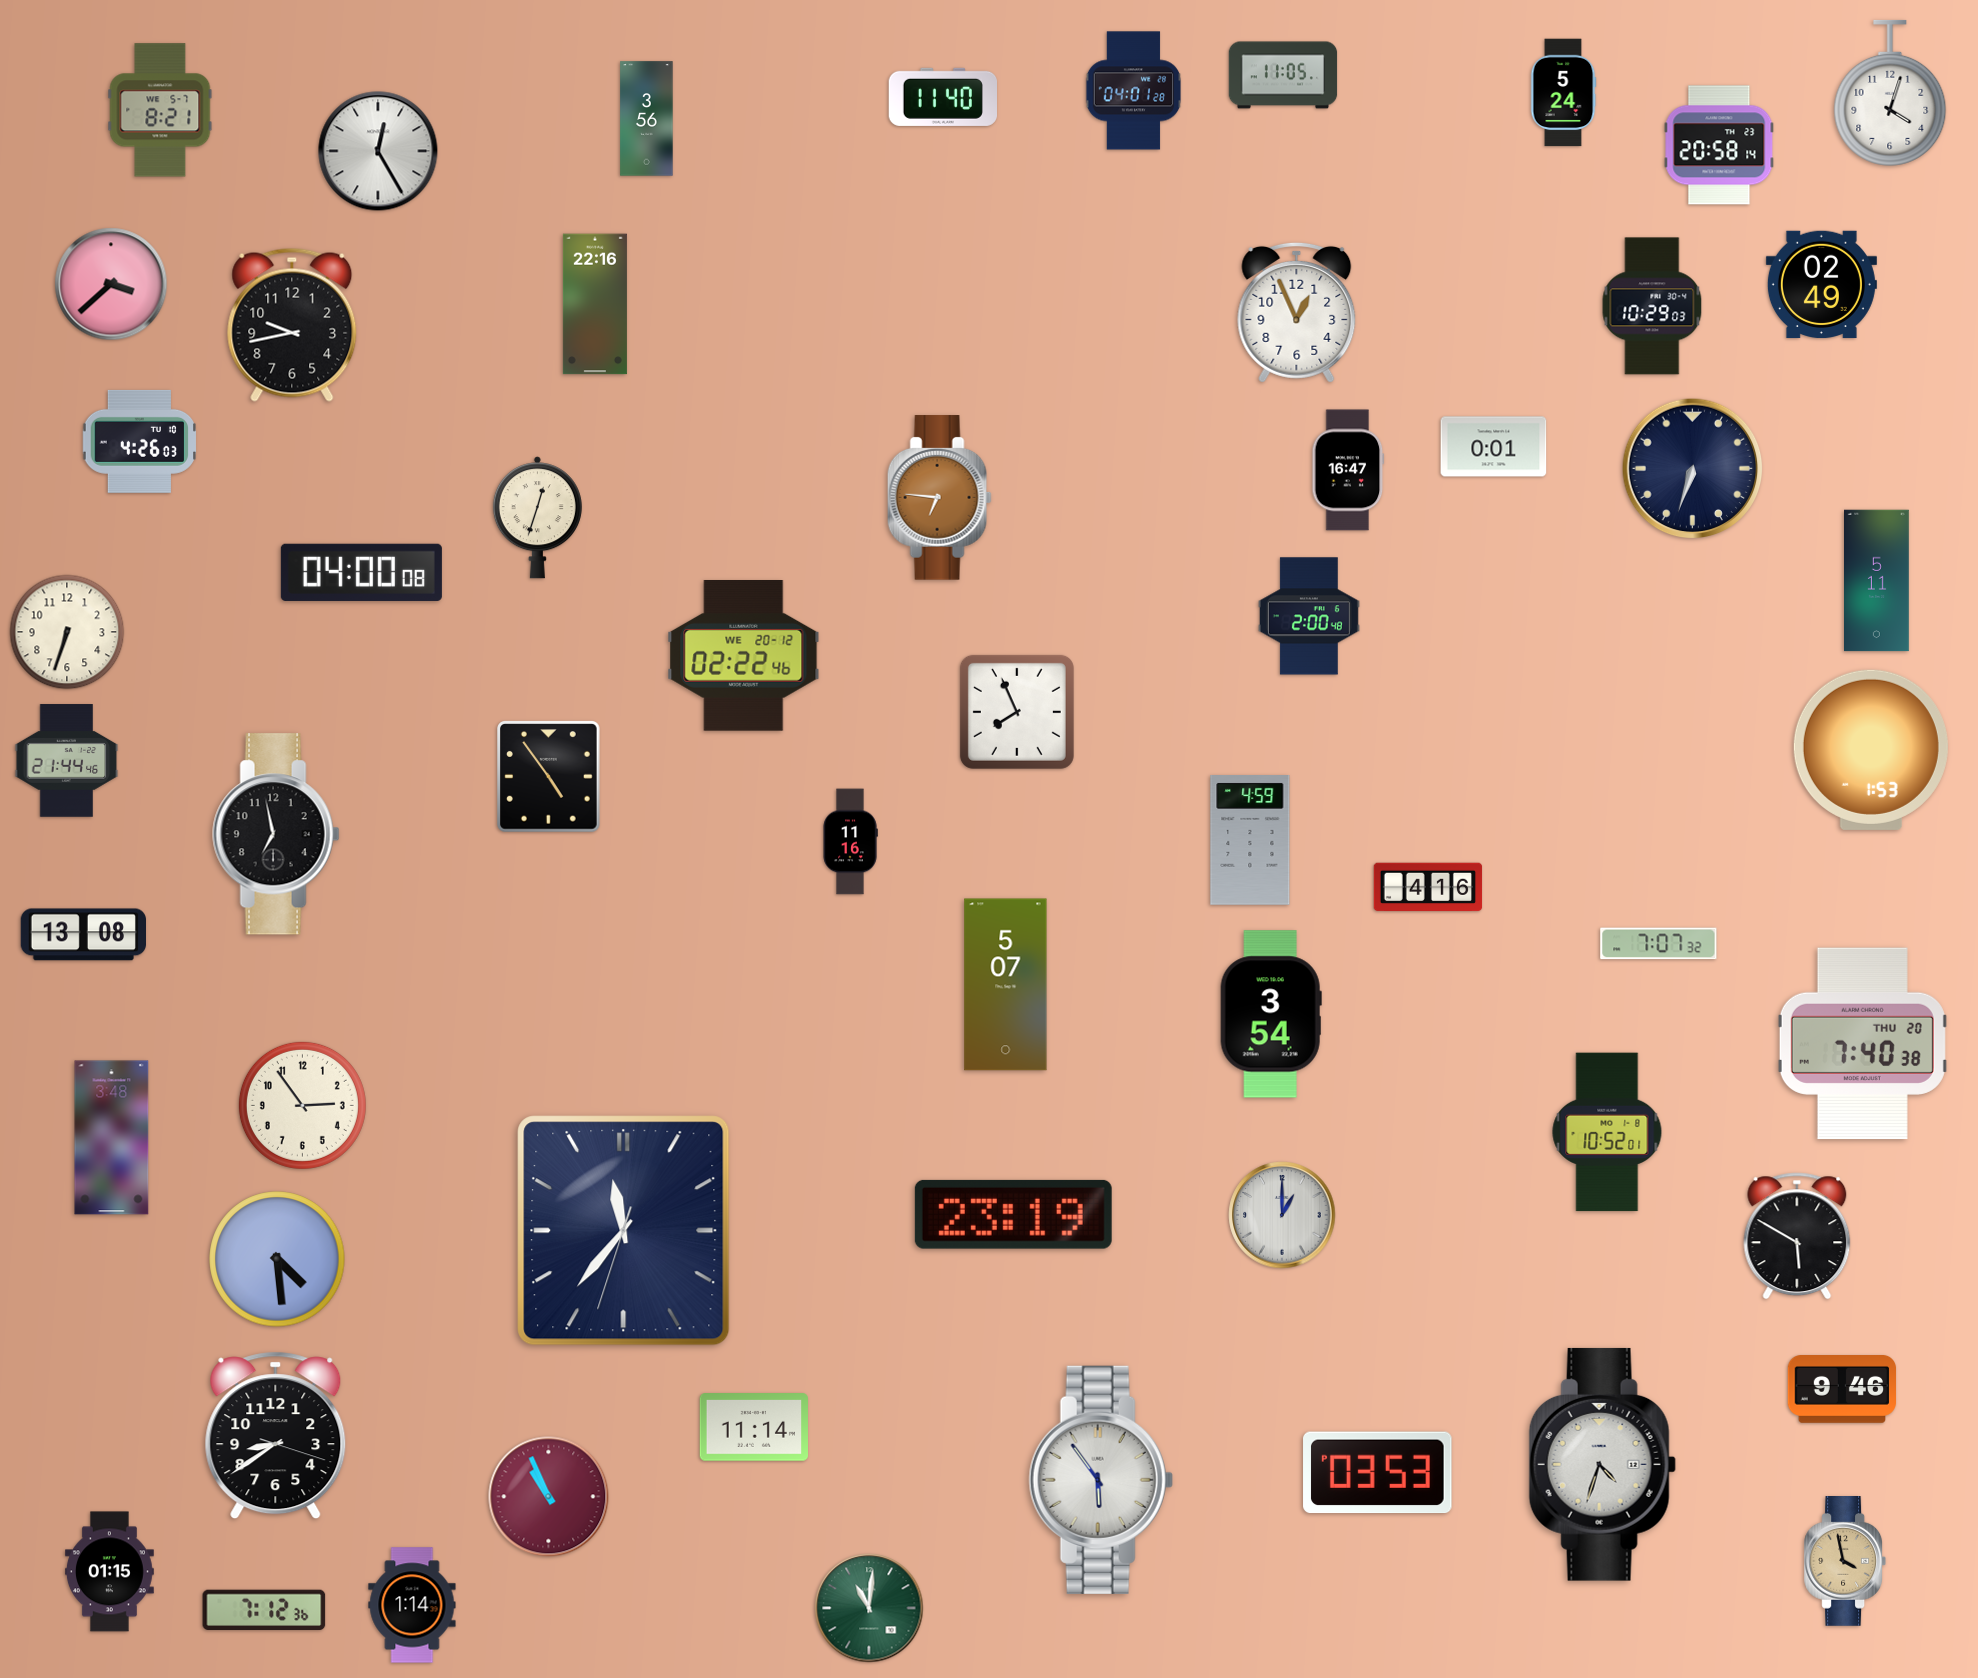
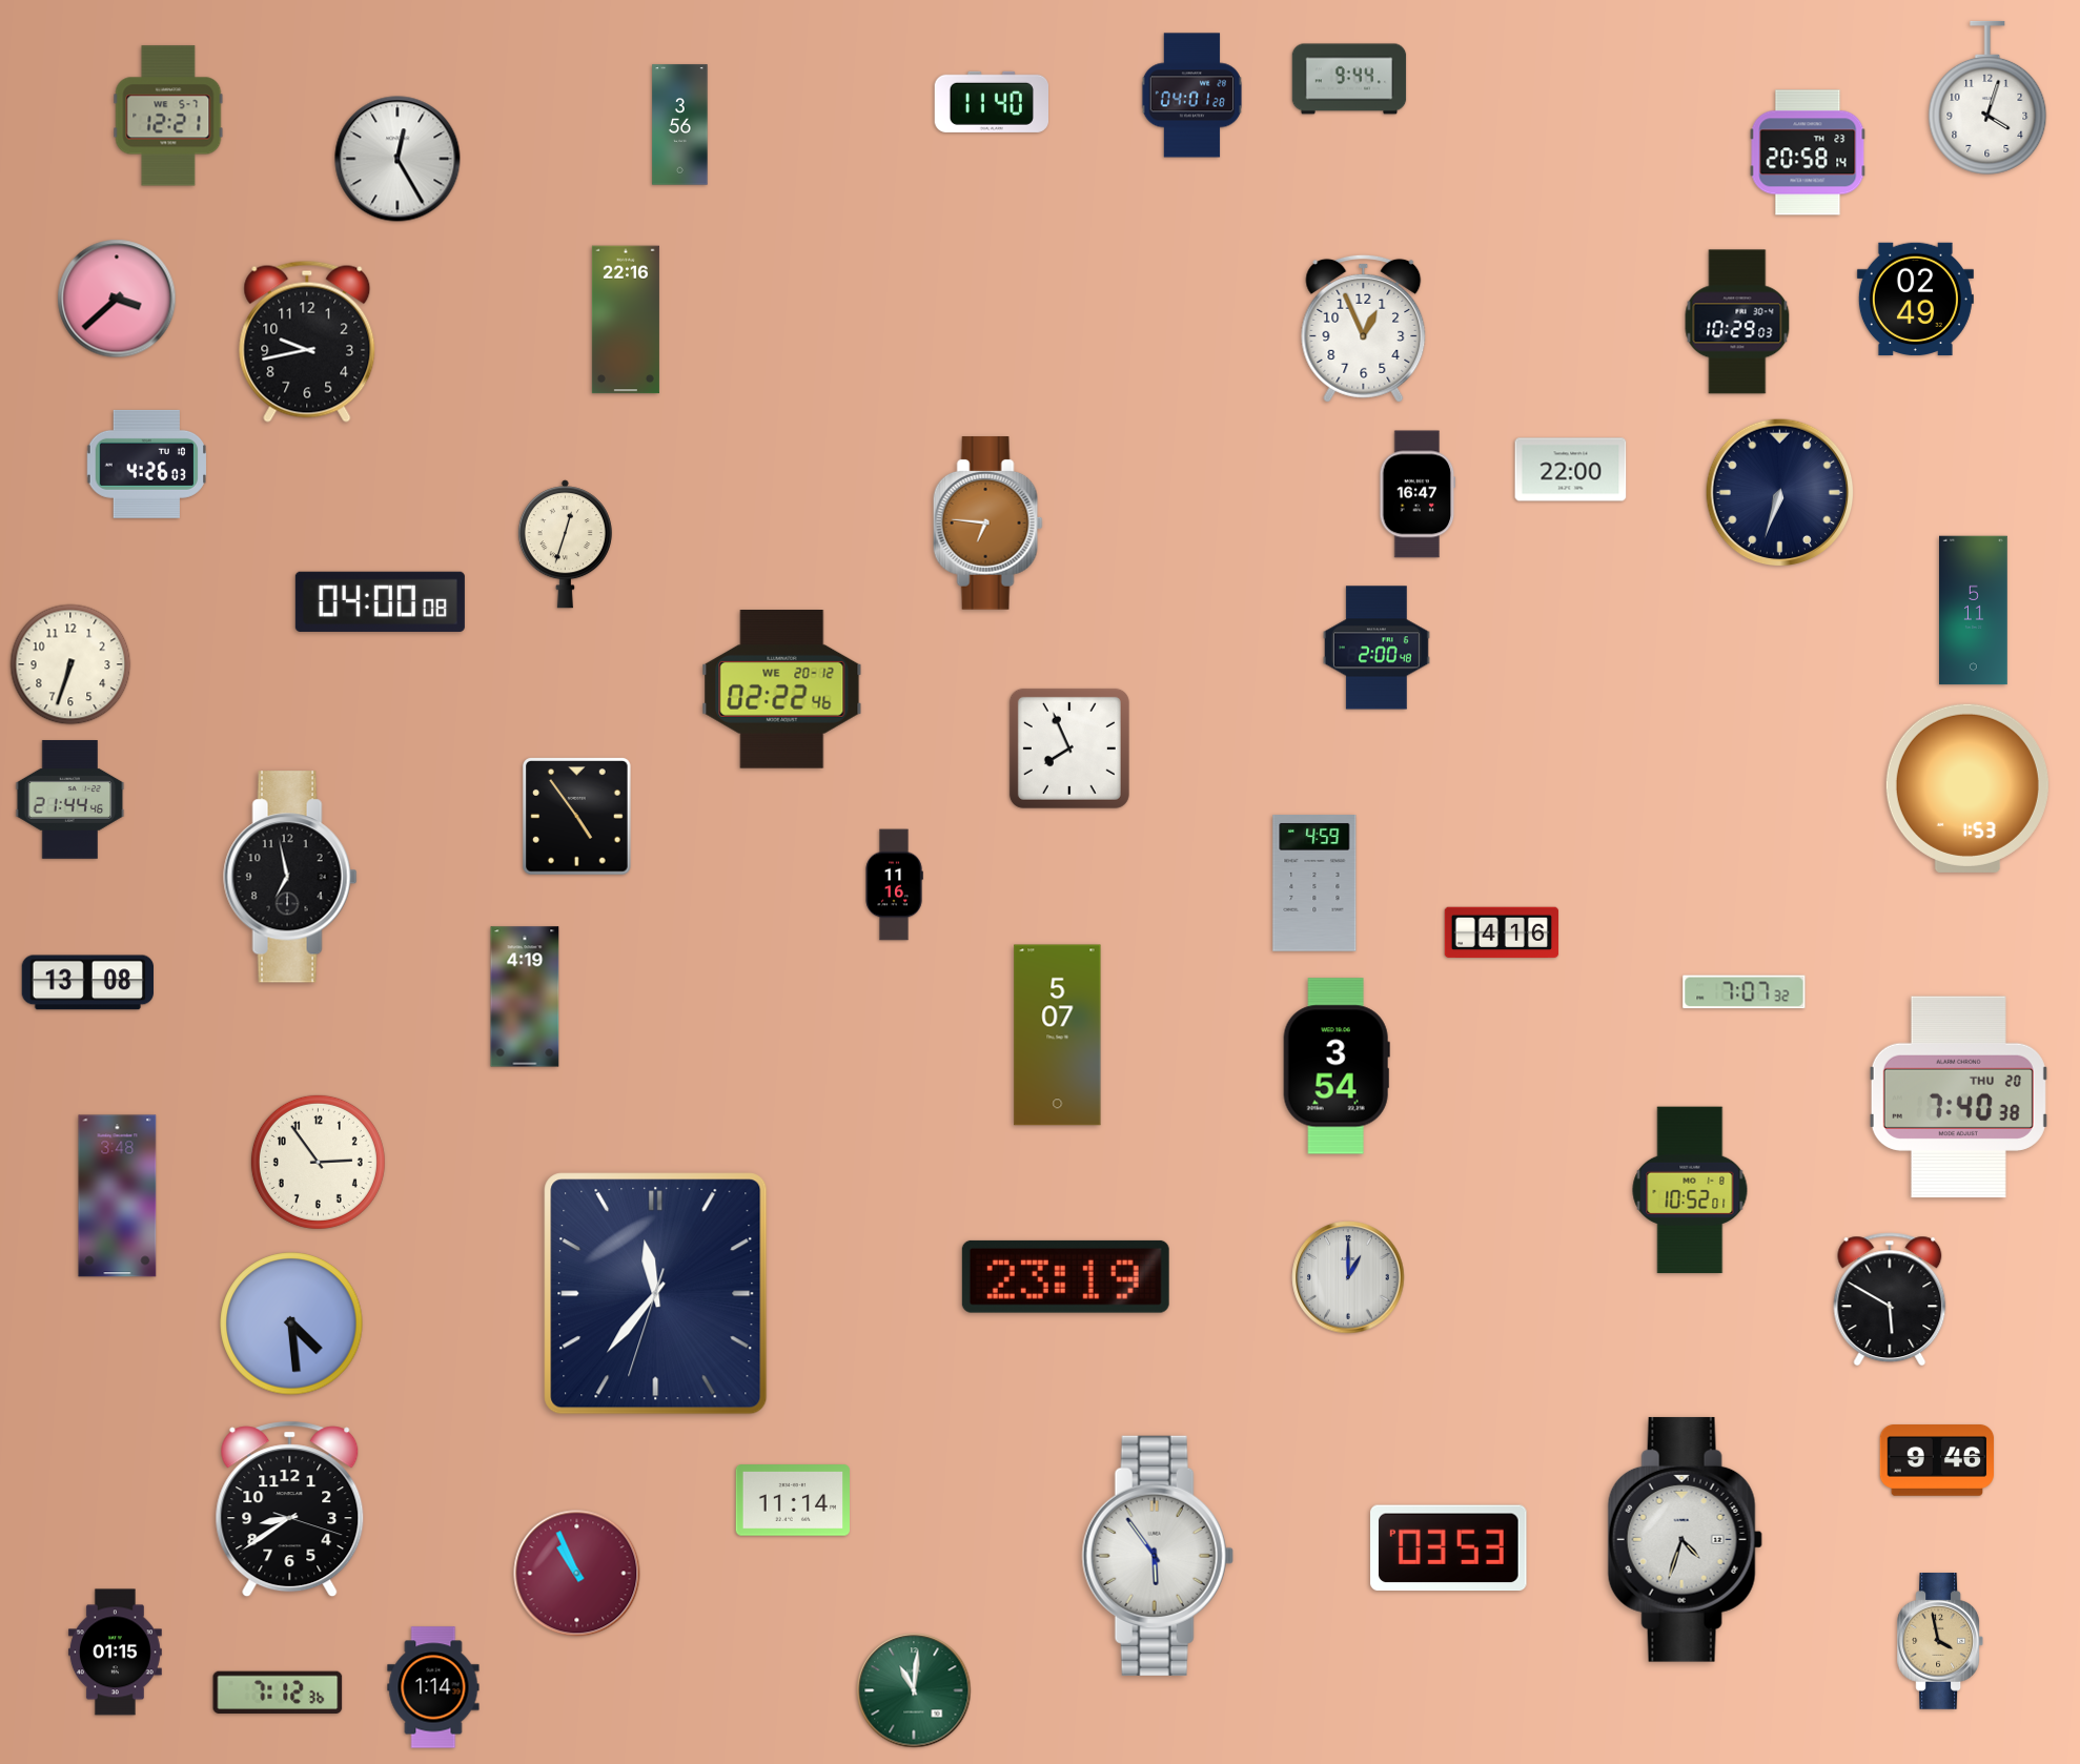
clock at (1283, 75): 11:05 -> 9:44
clock at (1563, 93): 5:24 -> none
clock at (160, 110): 8:21 -> 12:21
clock at (1494, 447): 0:01 -> 22:00
clock at (525, 997): none -> 4:19
